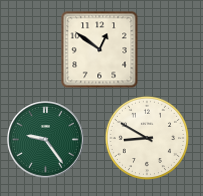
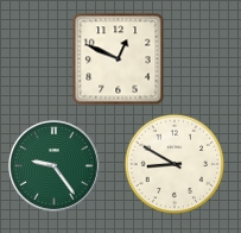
clock at (99, 49): 12:51 -> 12:49
